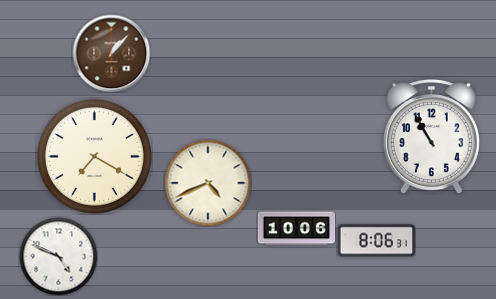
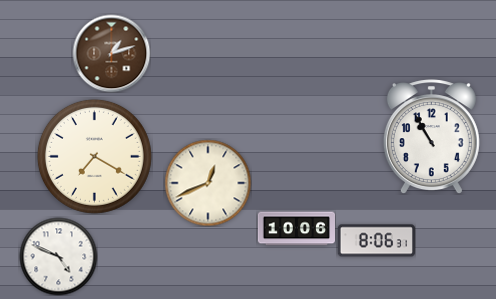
clock at (111, 53): 1:07 -> 1:12
clock at (208, 183): 4:41 -> 12:41
